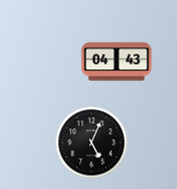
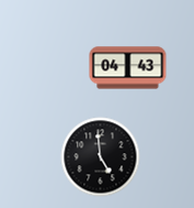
clock at (92, 143): 5:04 -> 4:59
